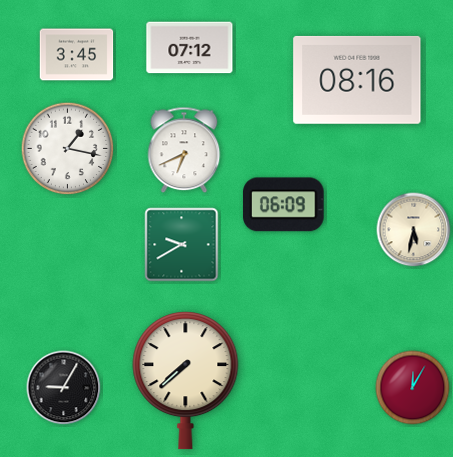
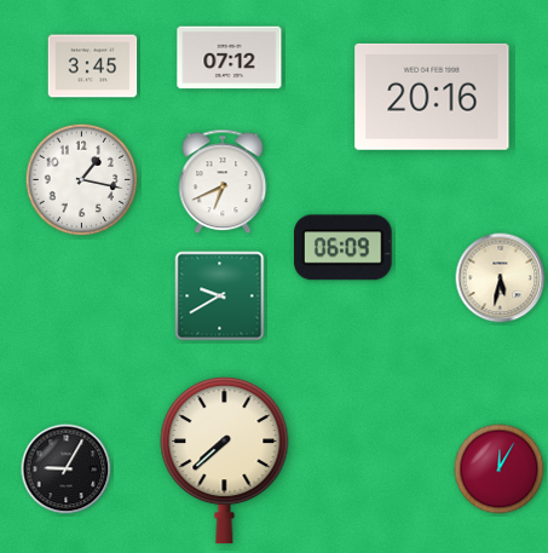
clock at (357, 80): 08:16 -> 20:16
clock at (64, 388) position: (64, 388) -> (67, 470)
